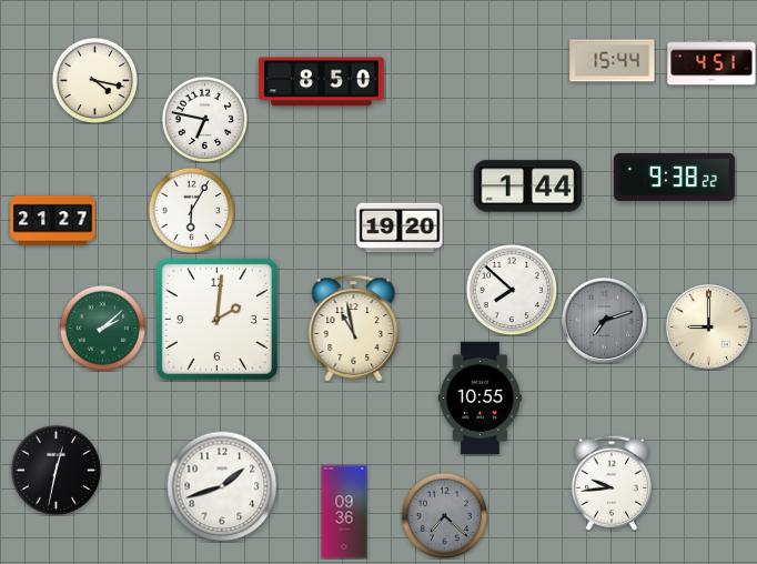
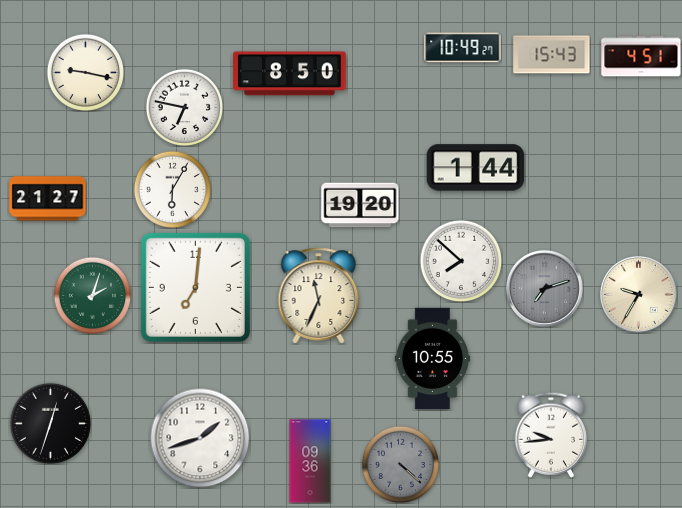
clock at (463, 48): none -> 10:49
clock at (613, 61): 15:44 -> 15:43
clock at (94, 80): 4:17 -> 9:17
clock at (674, 177): 9:38 -> none
clock at (216, 319): 2:01 -> 7:01
clock at (708, 326): 9:00 -> 9:35
clock at (102, 328): 2:08 -> 2:03
clock at (354, 329): 10:58 -> 11:34
clock at (55, 470): 12:32 -> 12:33
clock at (444, 515): 7:22 -> 4:22
